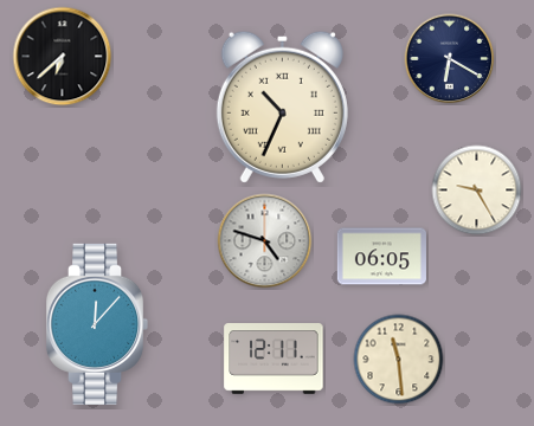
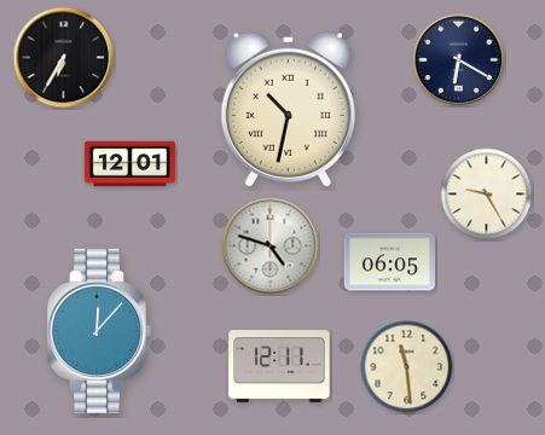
clock at (63, 57): 6:38 -> 6:35
clock at (282, 106): 10:34 -> 10:32
clock at (129, 164): none -> 12:01
